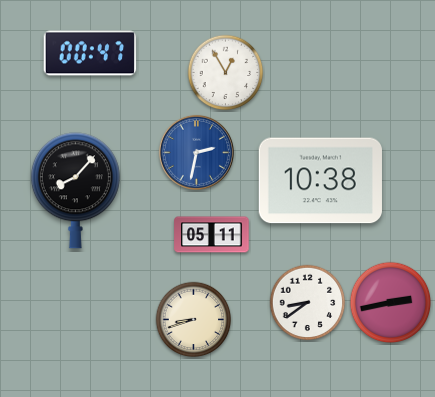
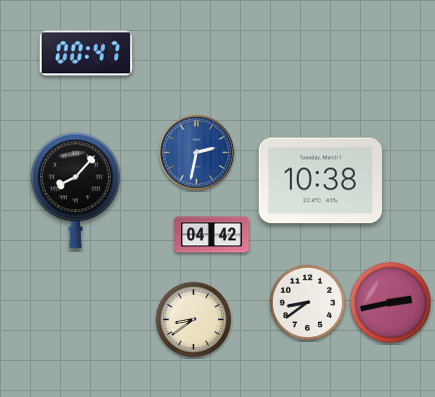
clock at (90, 53) position: (90, 53) -> (86, 53)
clock at (226, 73): 12:55 -> none
clock at (212, 235): 05:11 -> 04:42
clock at (194, 320): 8:42 -> 8:39
